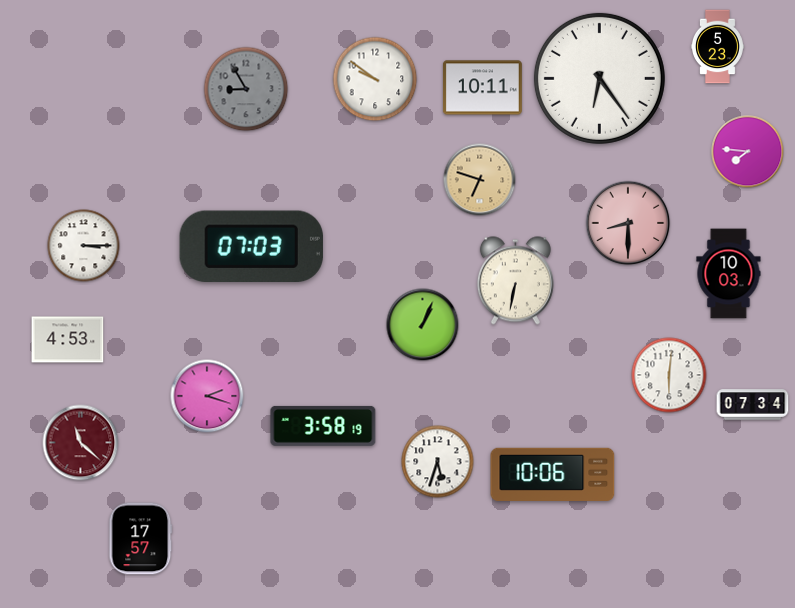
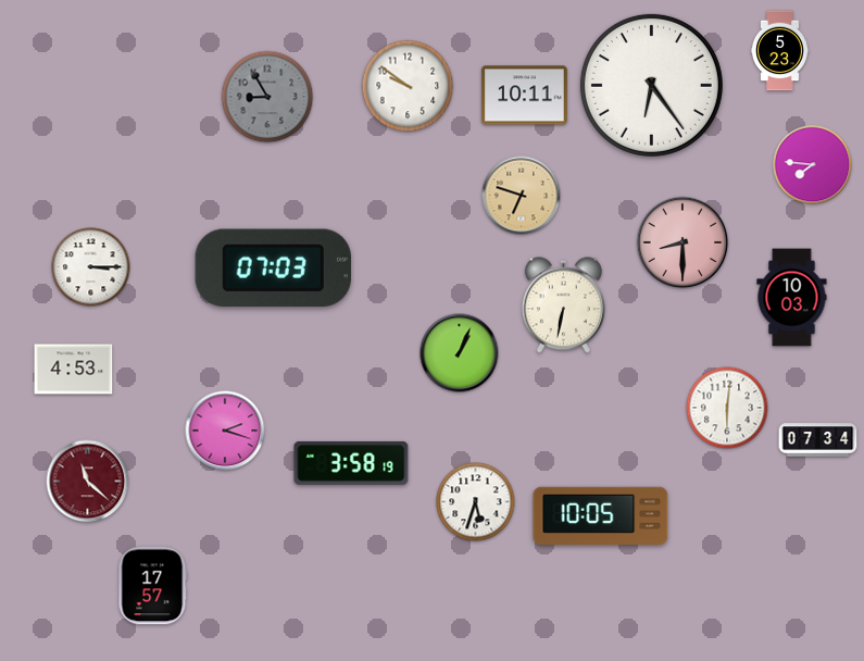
clock at (515, 281) position: (515, 281) -> (563, 305)
clock at (553, 474): 10:06 -> 10:05
